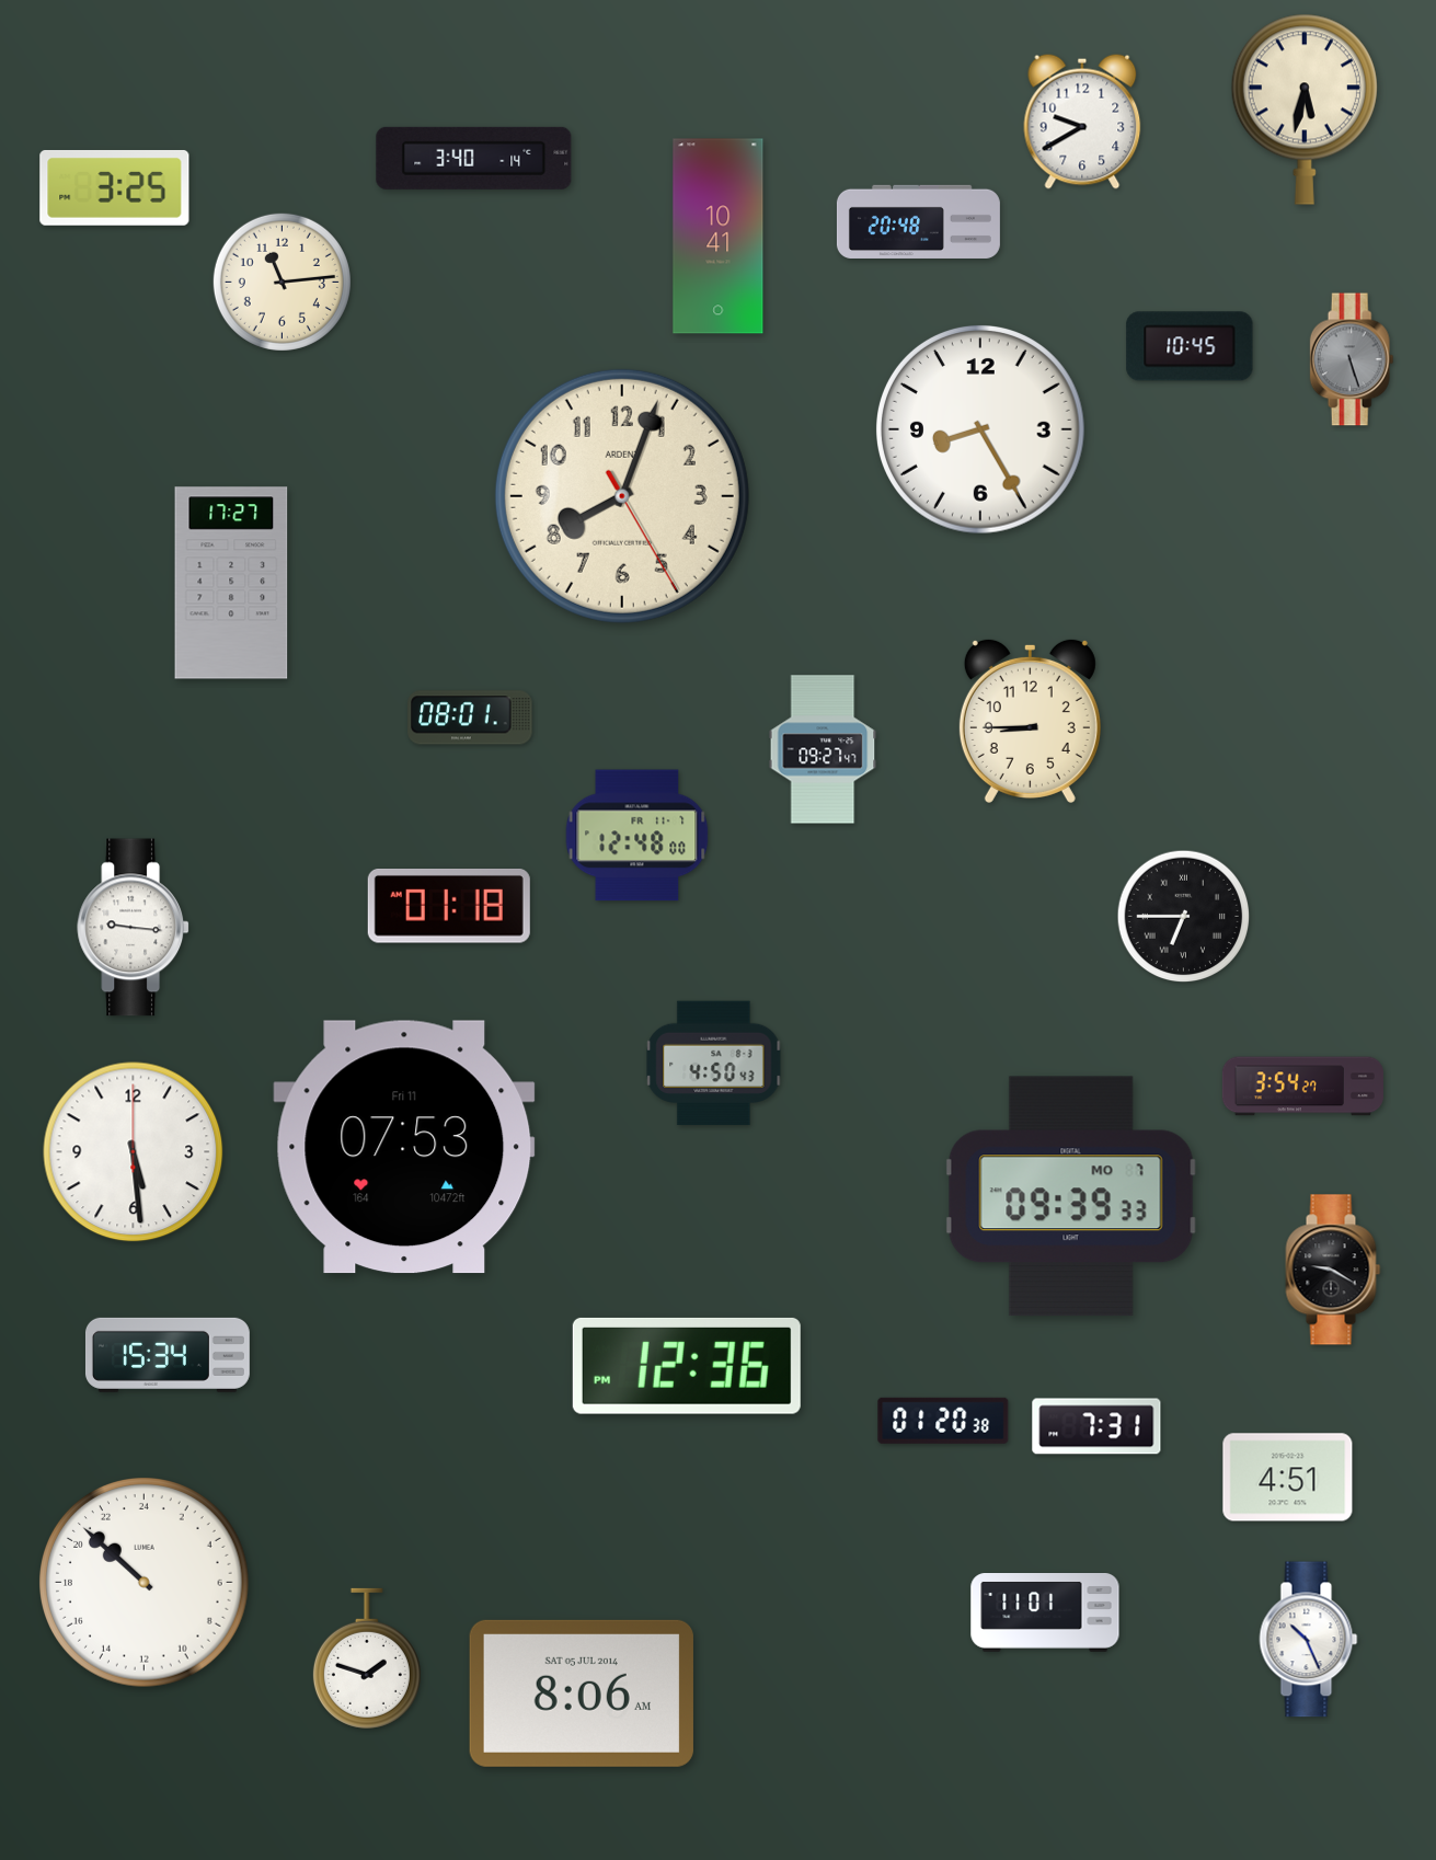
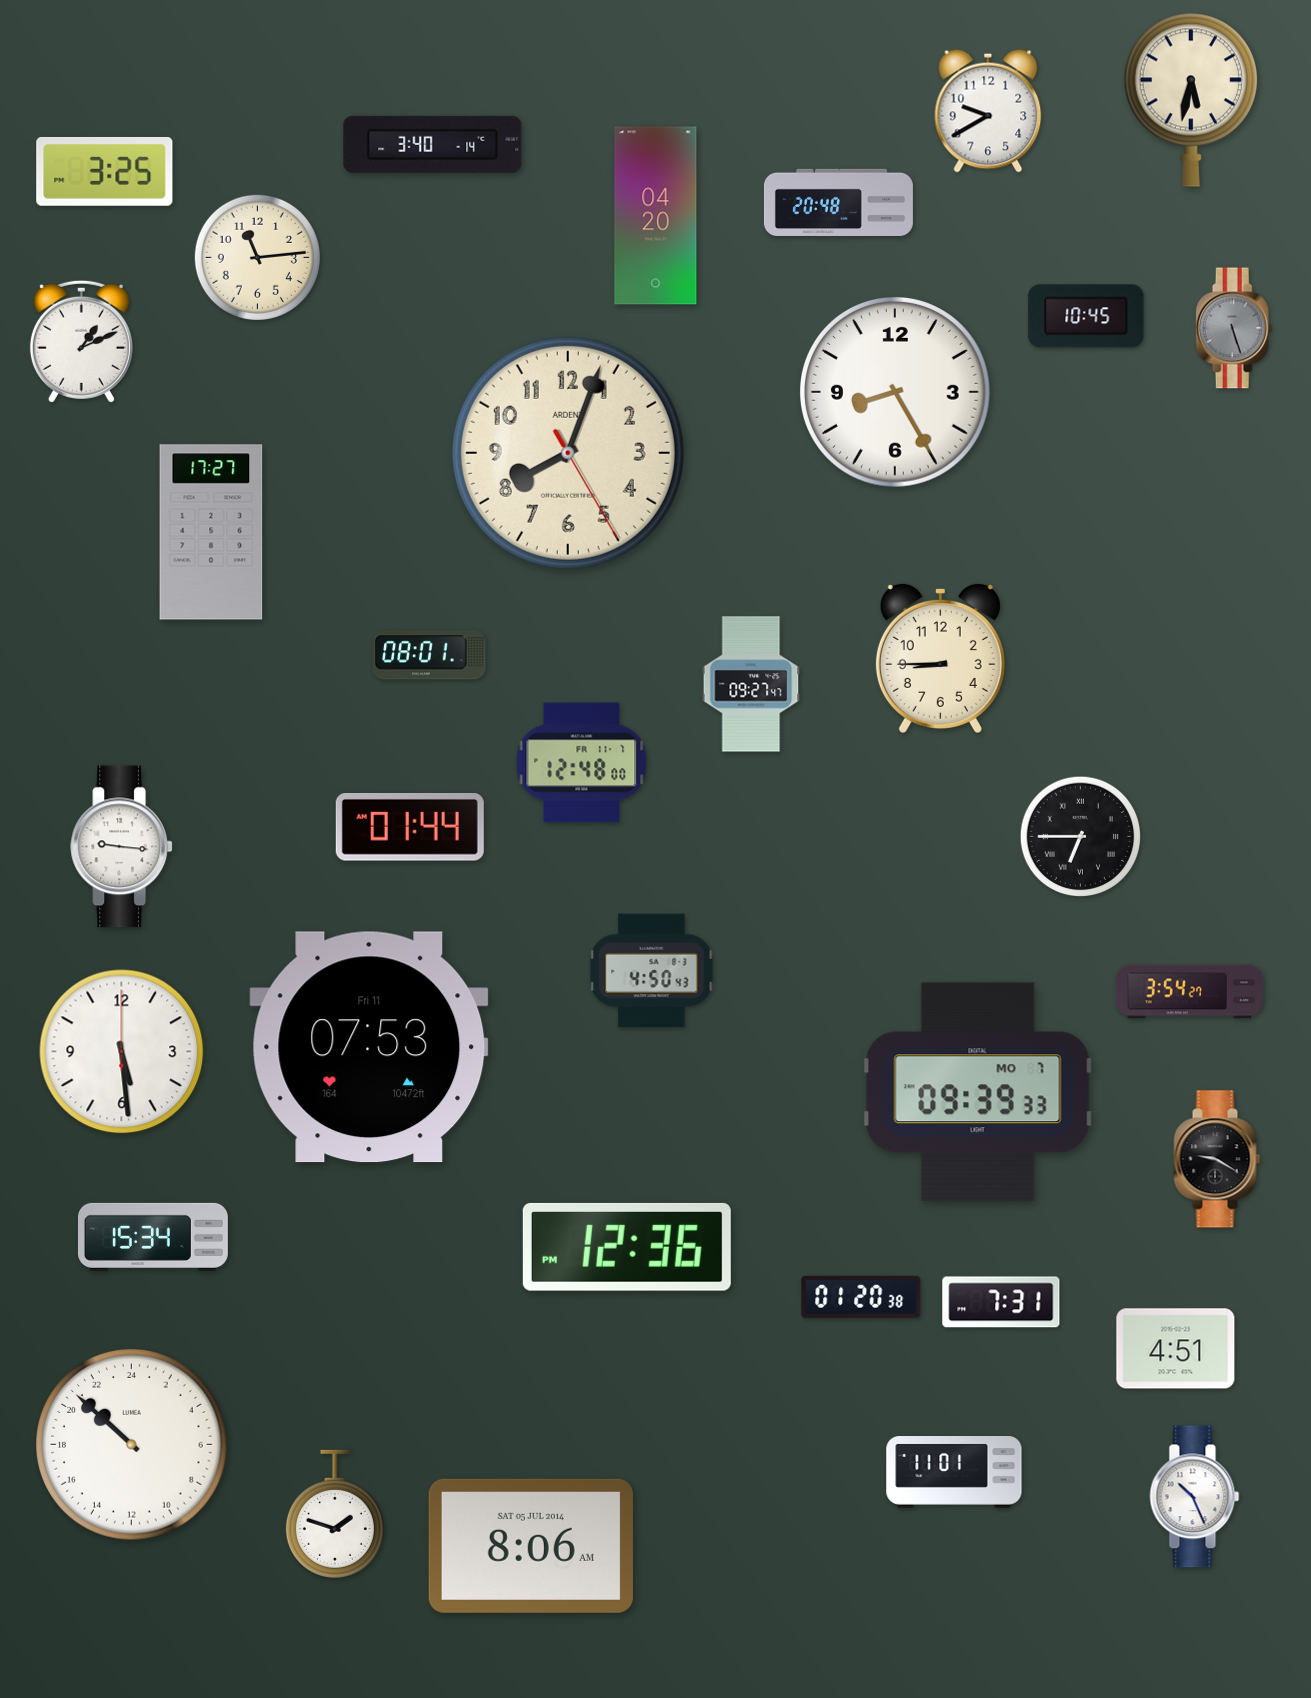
clock at (719, 237): 10:41 -> 04:20
clock at (81, 341): none -> 1:11
clock at (449, 907): 01:18 -> 01:44
